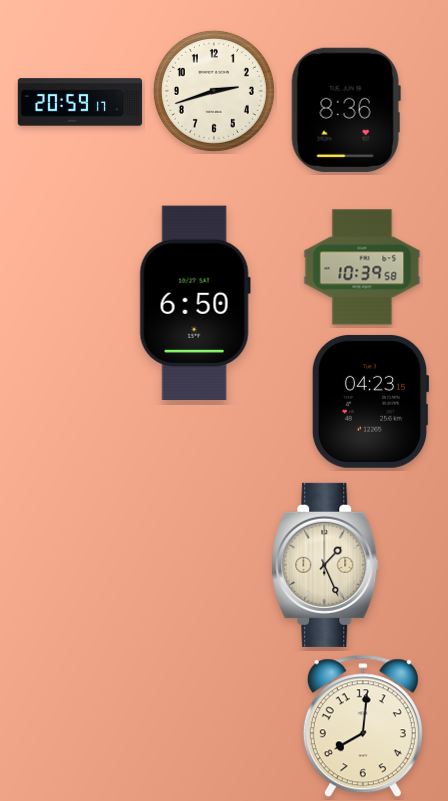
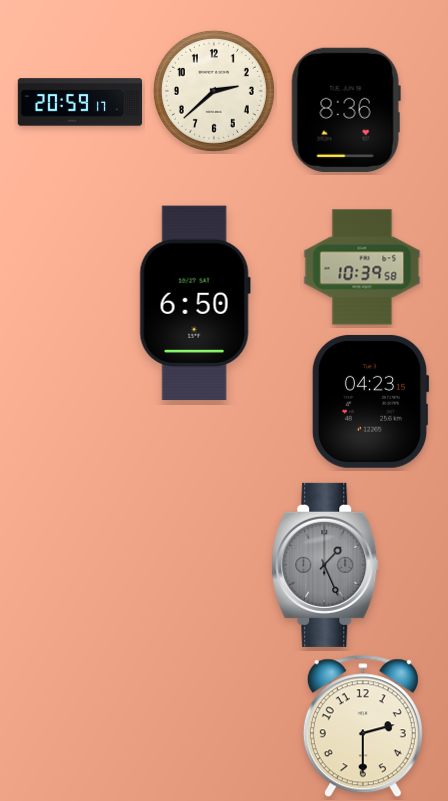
clock at (214, 91): 2:42 -> 2:38
clock at (325, 565) dial: cream -> grey
clock at (363, 726): 8:01 -> 2:30
